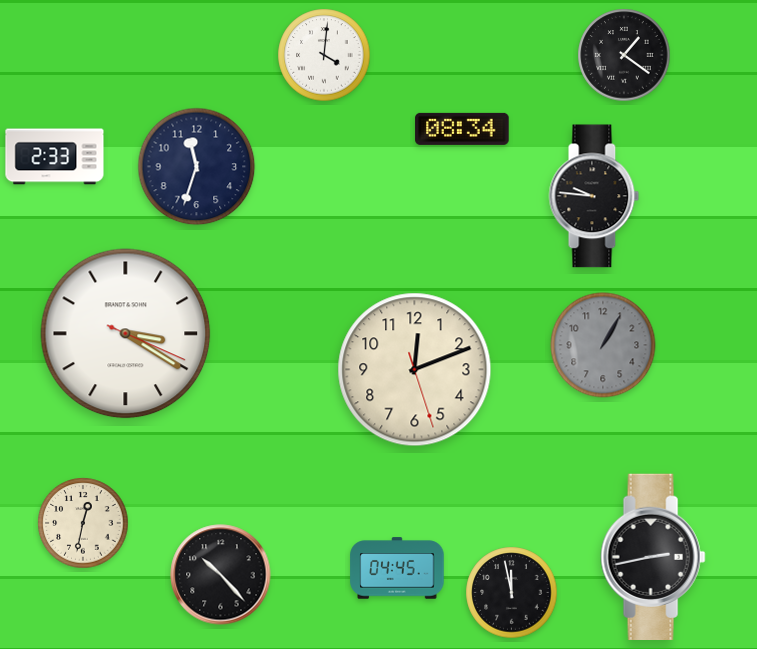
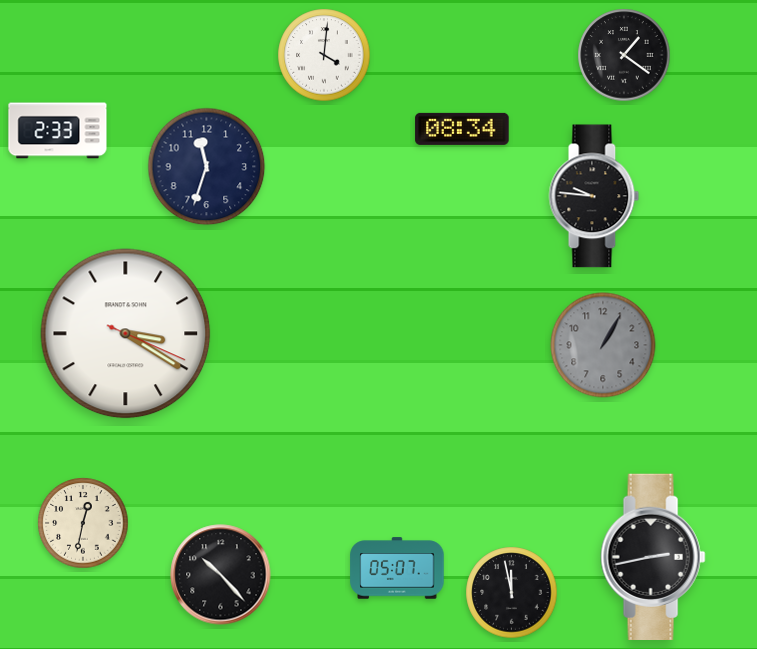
clock at (55, 157) position: (55, 157) -> (58, 131)
clock at (197, 167) position: (197, 167) -> (207, 167)
clock at (415, 370): 12:11 -> none
clock at (397, 568): 04:45 -> 05:07
